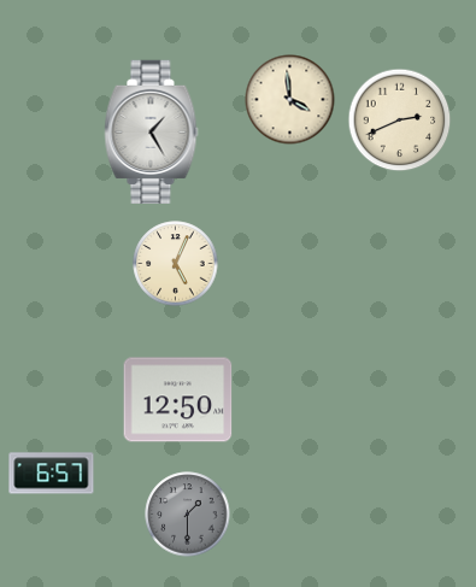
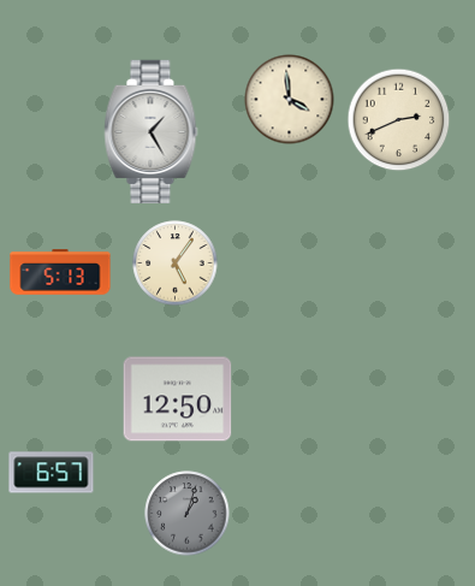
clock at (176, 264): 5:04 -> 5:06
clock at (60, 272): none -> 5:13
clock at (188, 515): 1:30 -> 1:03
